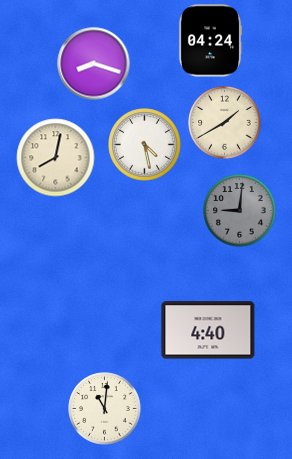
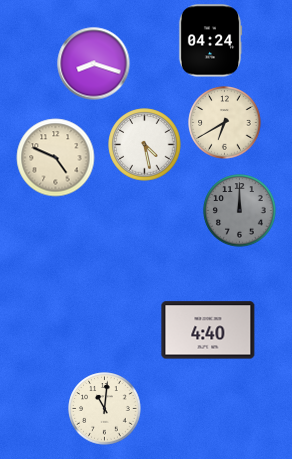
clock at (225, 123): 1:40 -> 6:40
clock at (56, 158): 8:02 -> 4:49
clock at (240, 211): 9:01 -> 12:00
